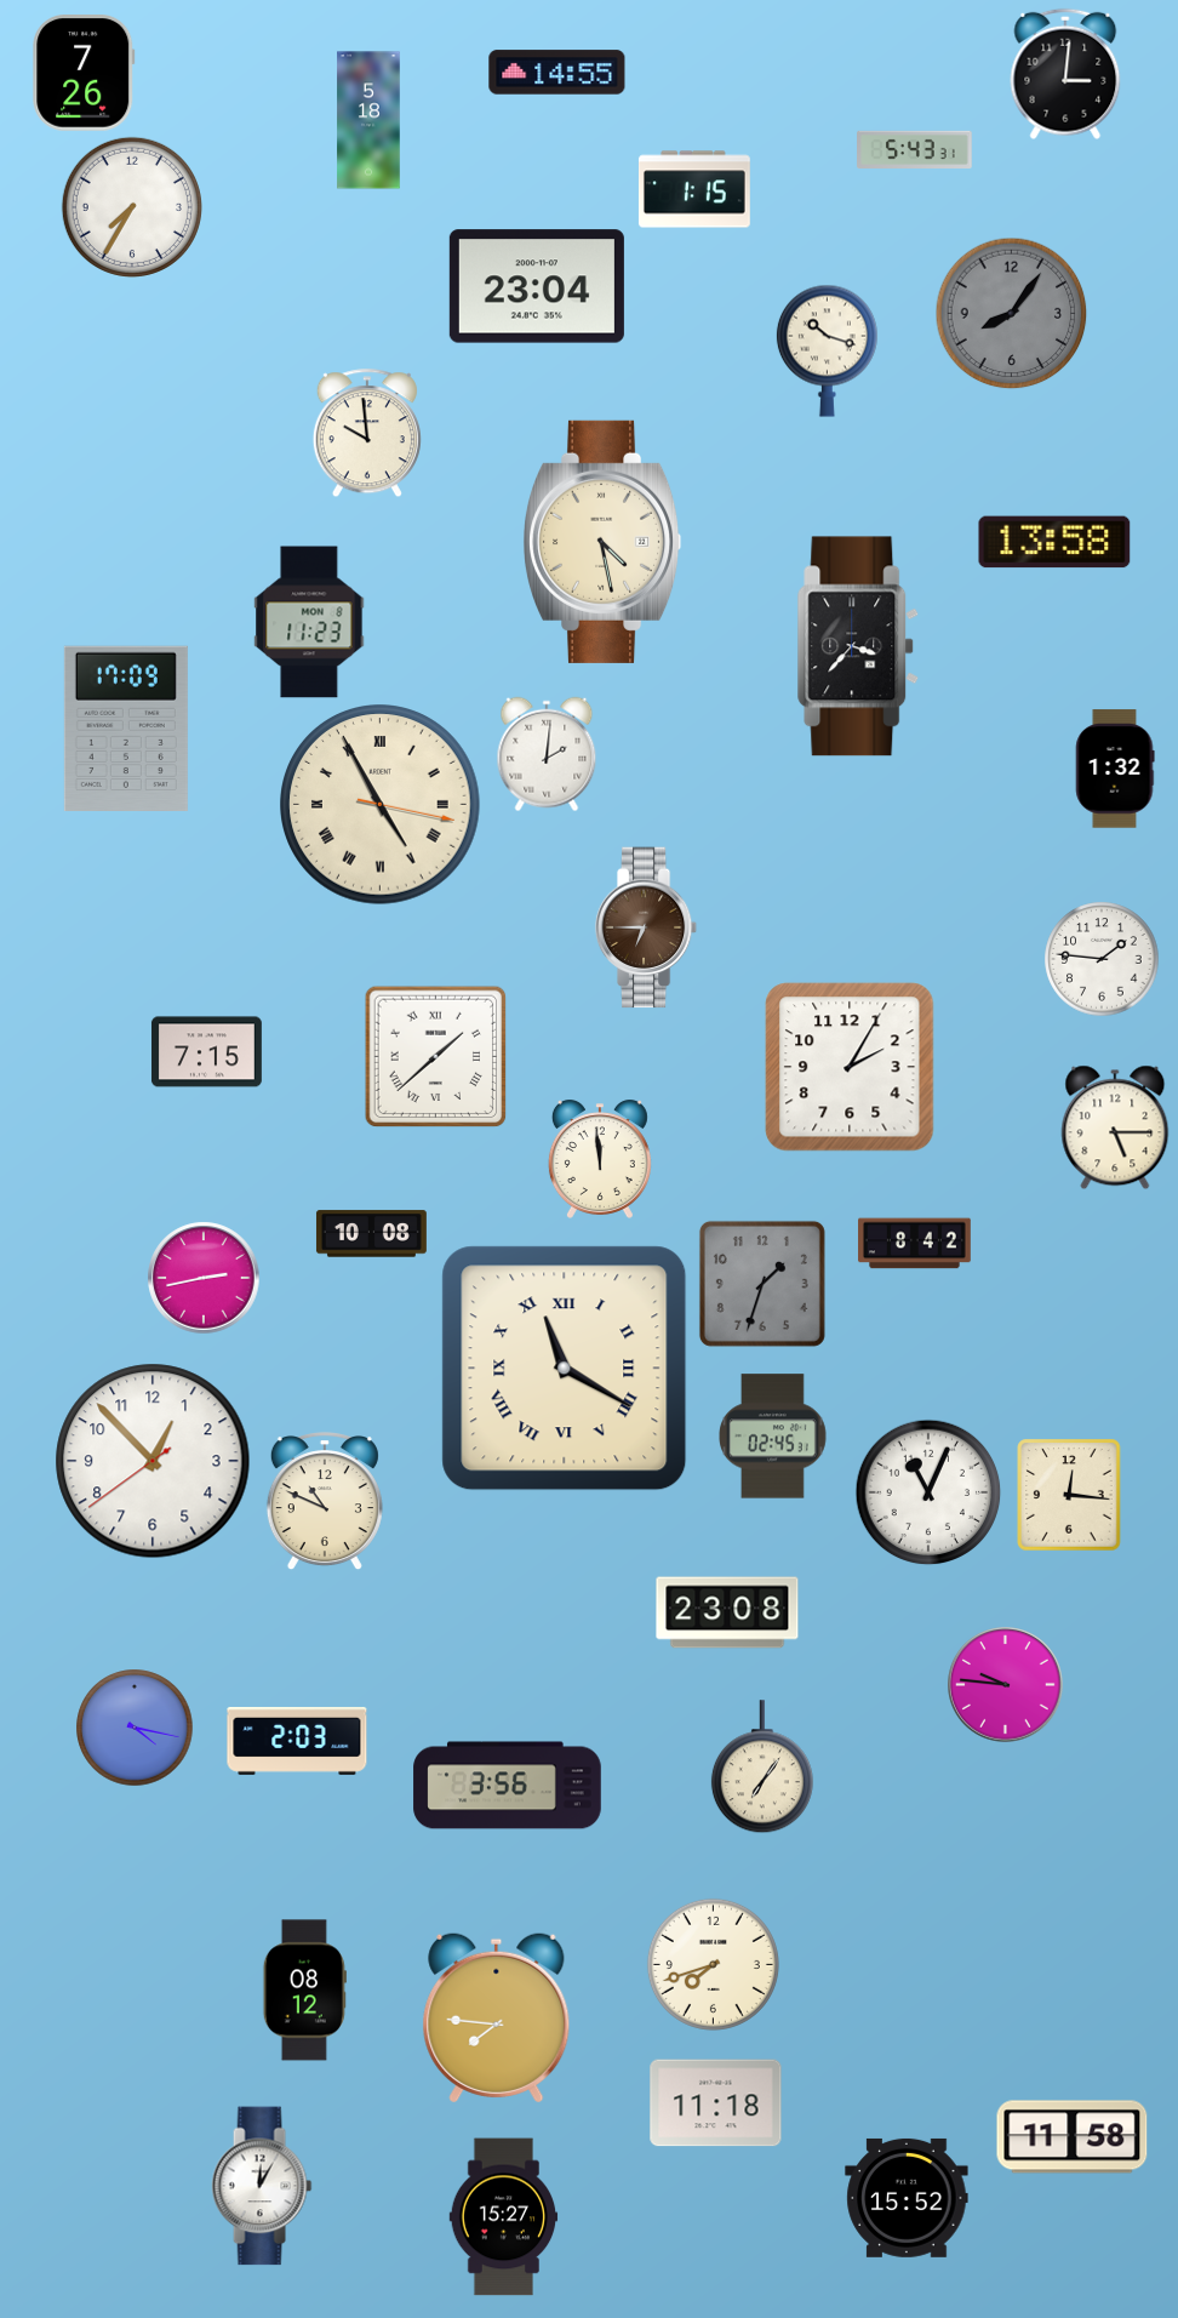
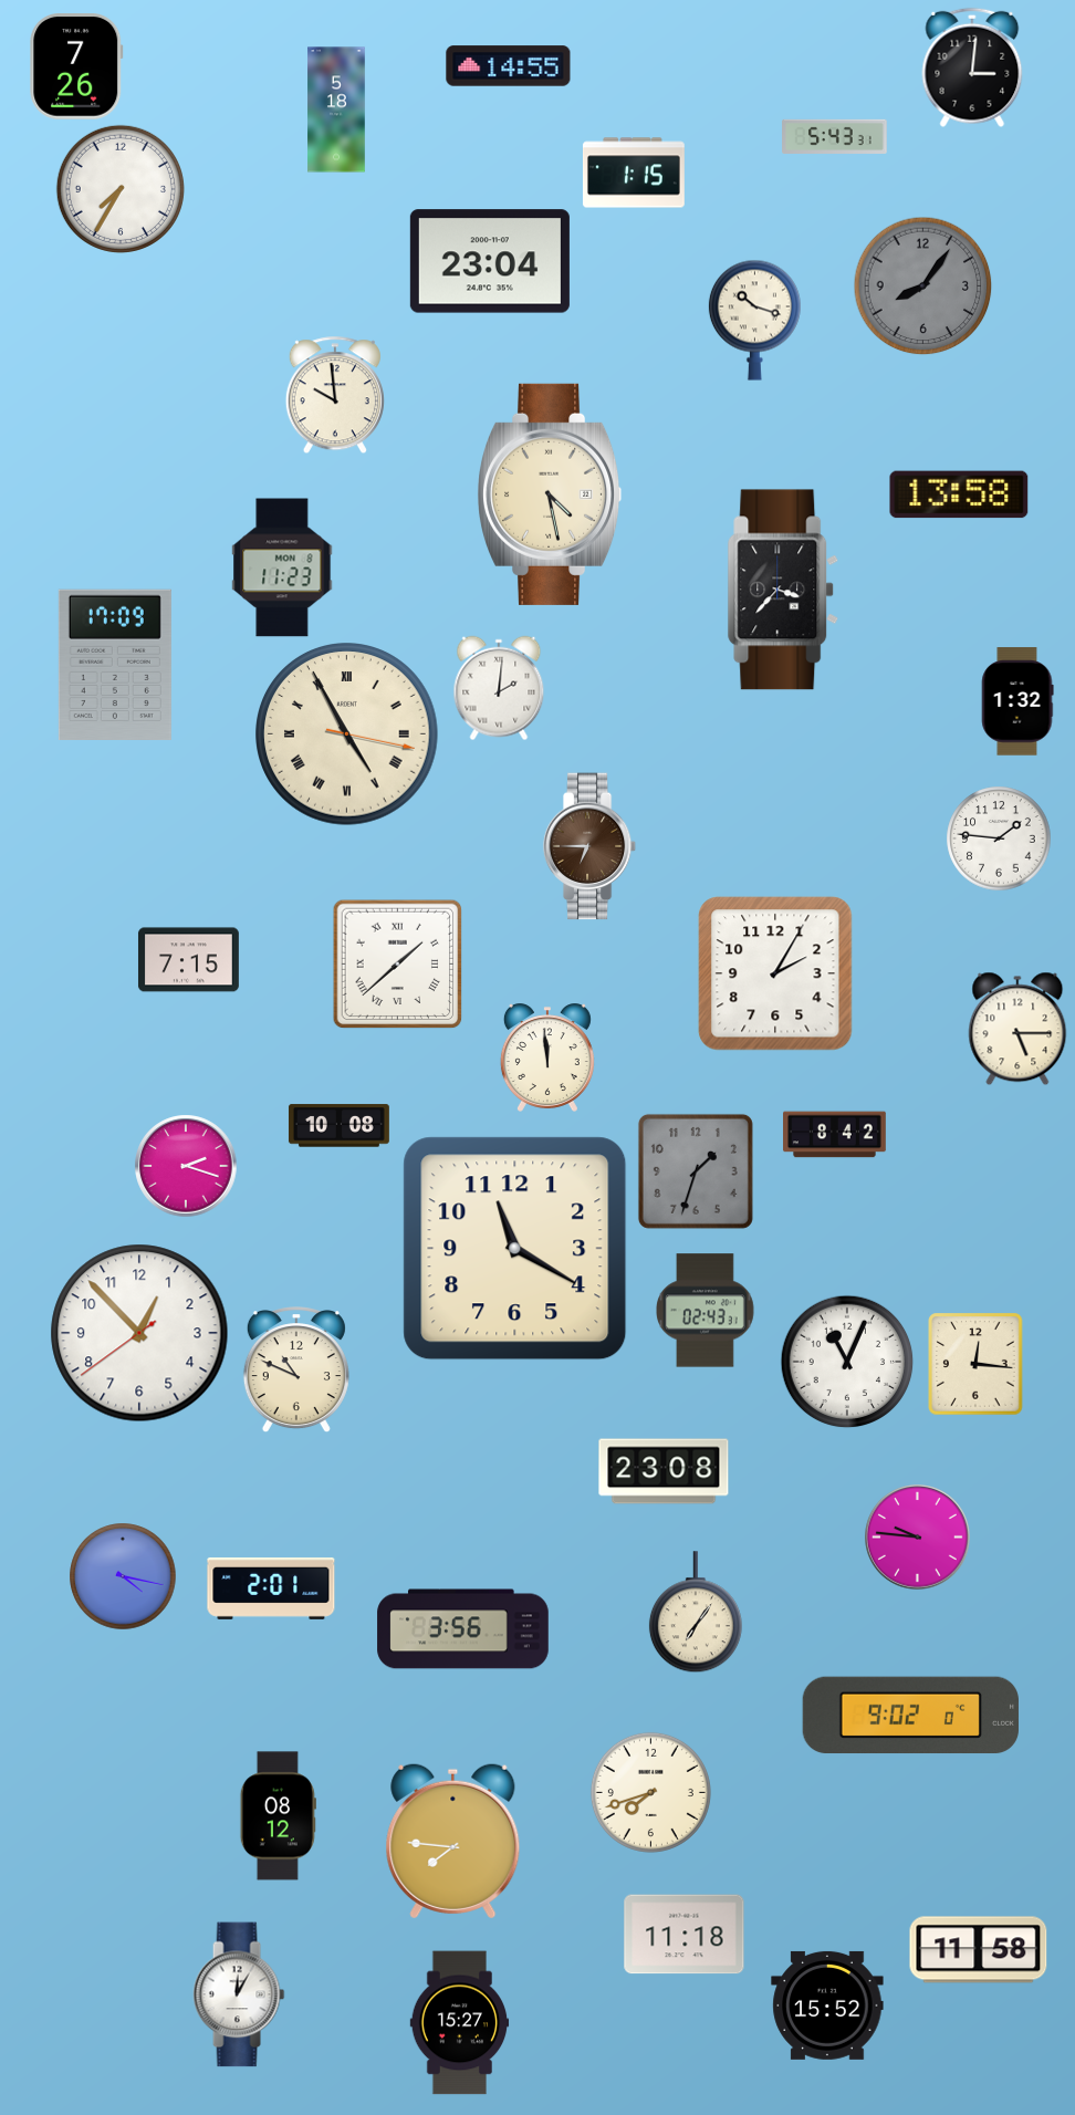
clock at (1054, 542) position: (1054, 542) -> (959, 494)
clock at (1102, 959) position: (1102, 959) -> (999, 838)
clock at (204, 1278): 2:43 -> 2:18
clock at (565, 1369) numerals: Roman -> Arabic
clock at (773, 1437): 02:45 -> 02:43
clock at (297, 1741): 2:03 -> 2:01
clock at (910, 1716): none -> 9:02
clock at (716, 2103) position: (716, 2103) -> (685, 1935)
